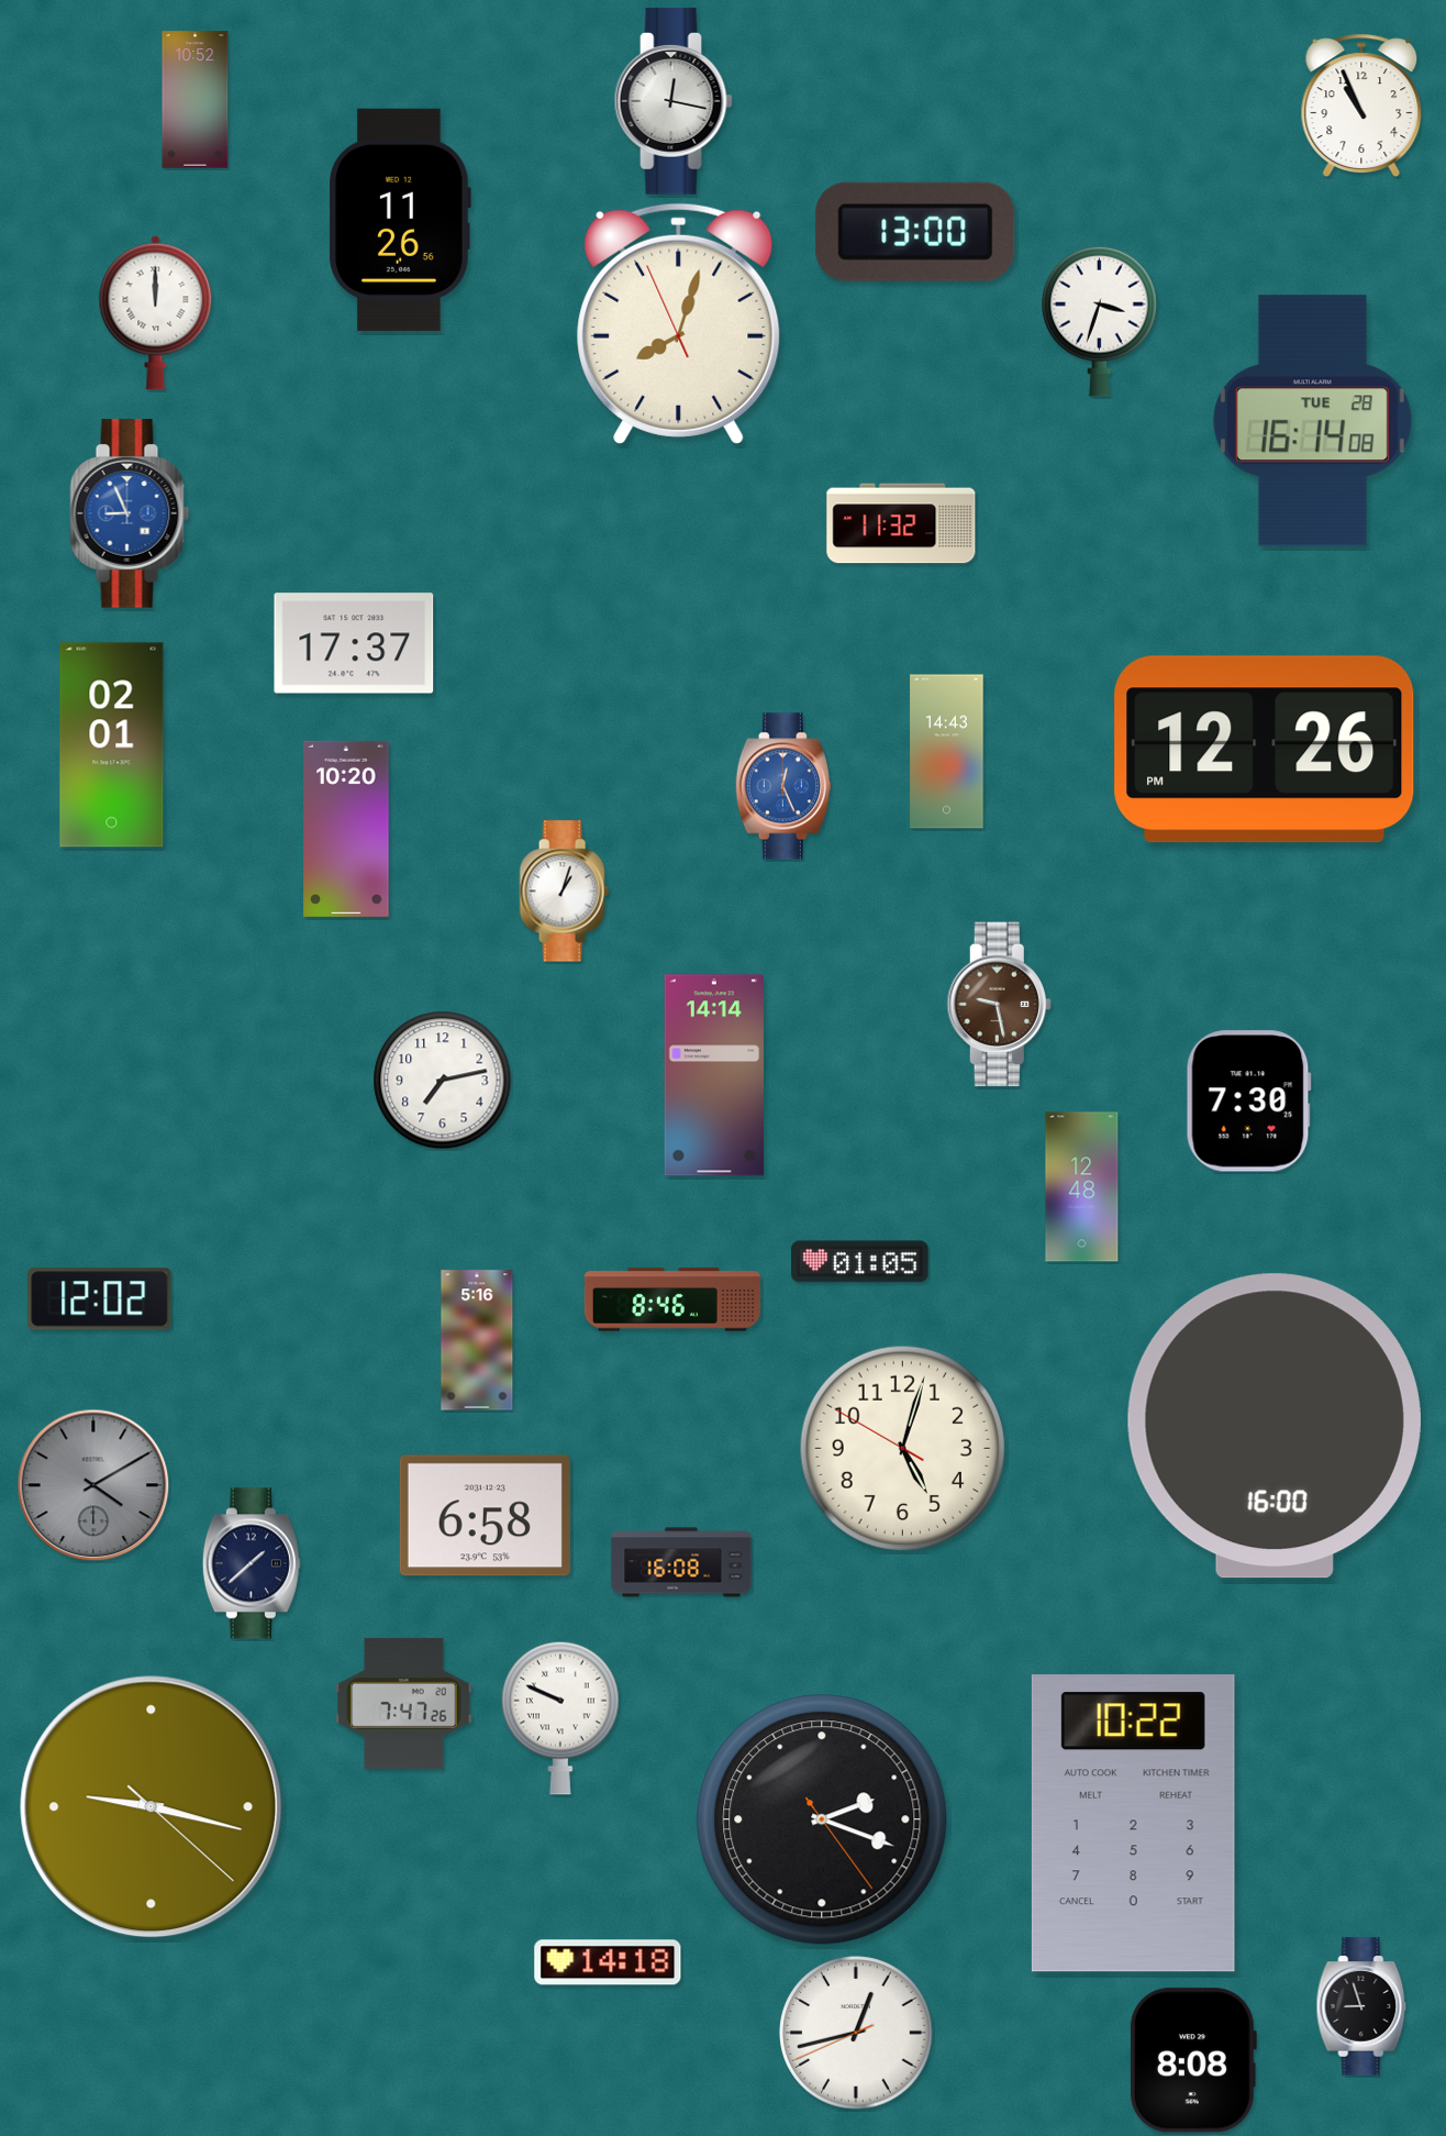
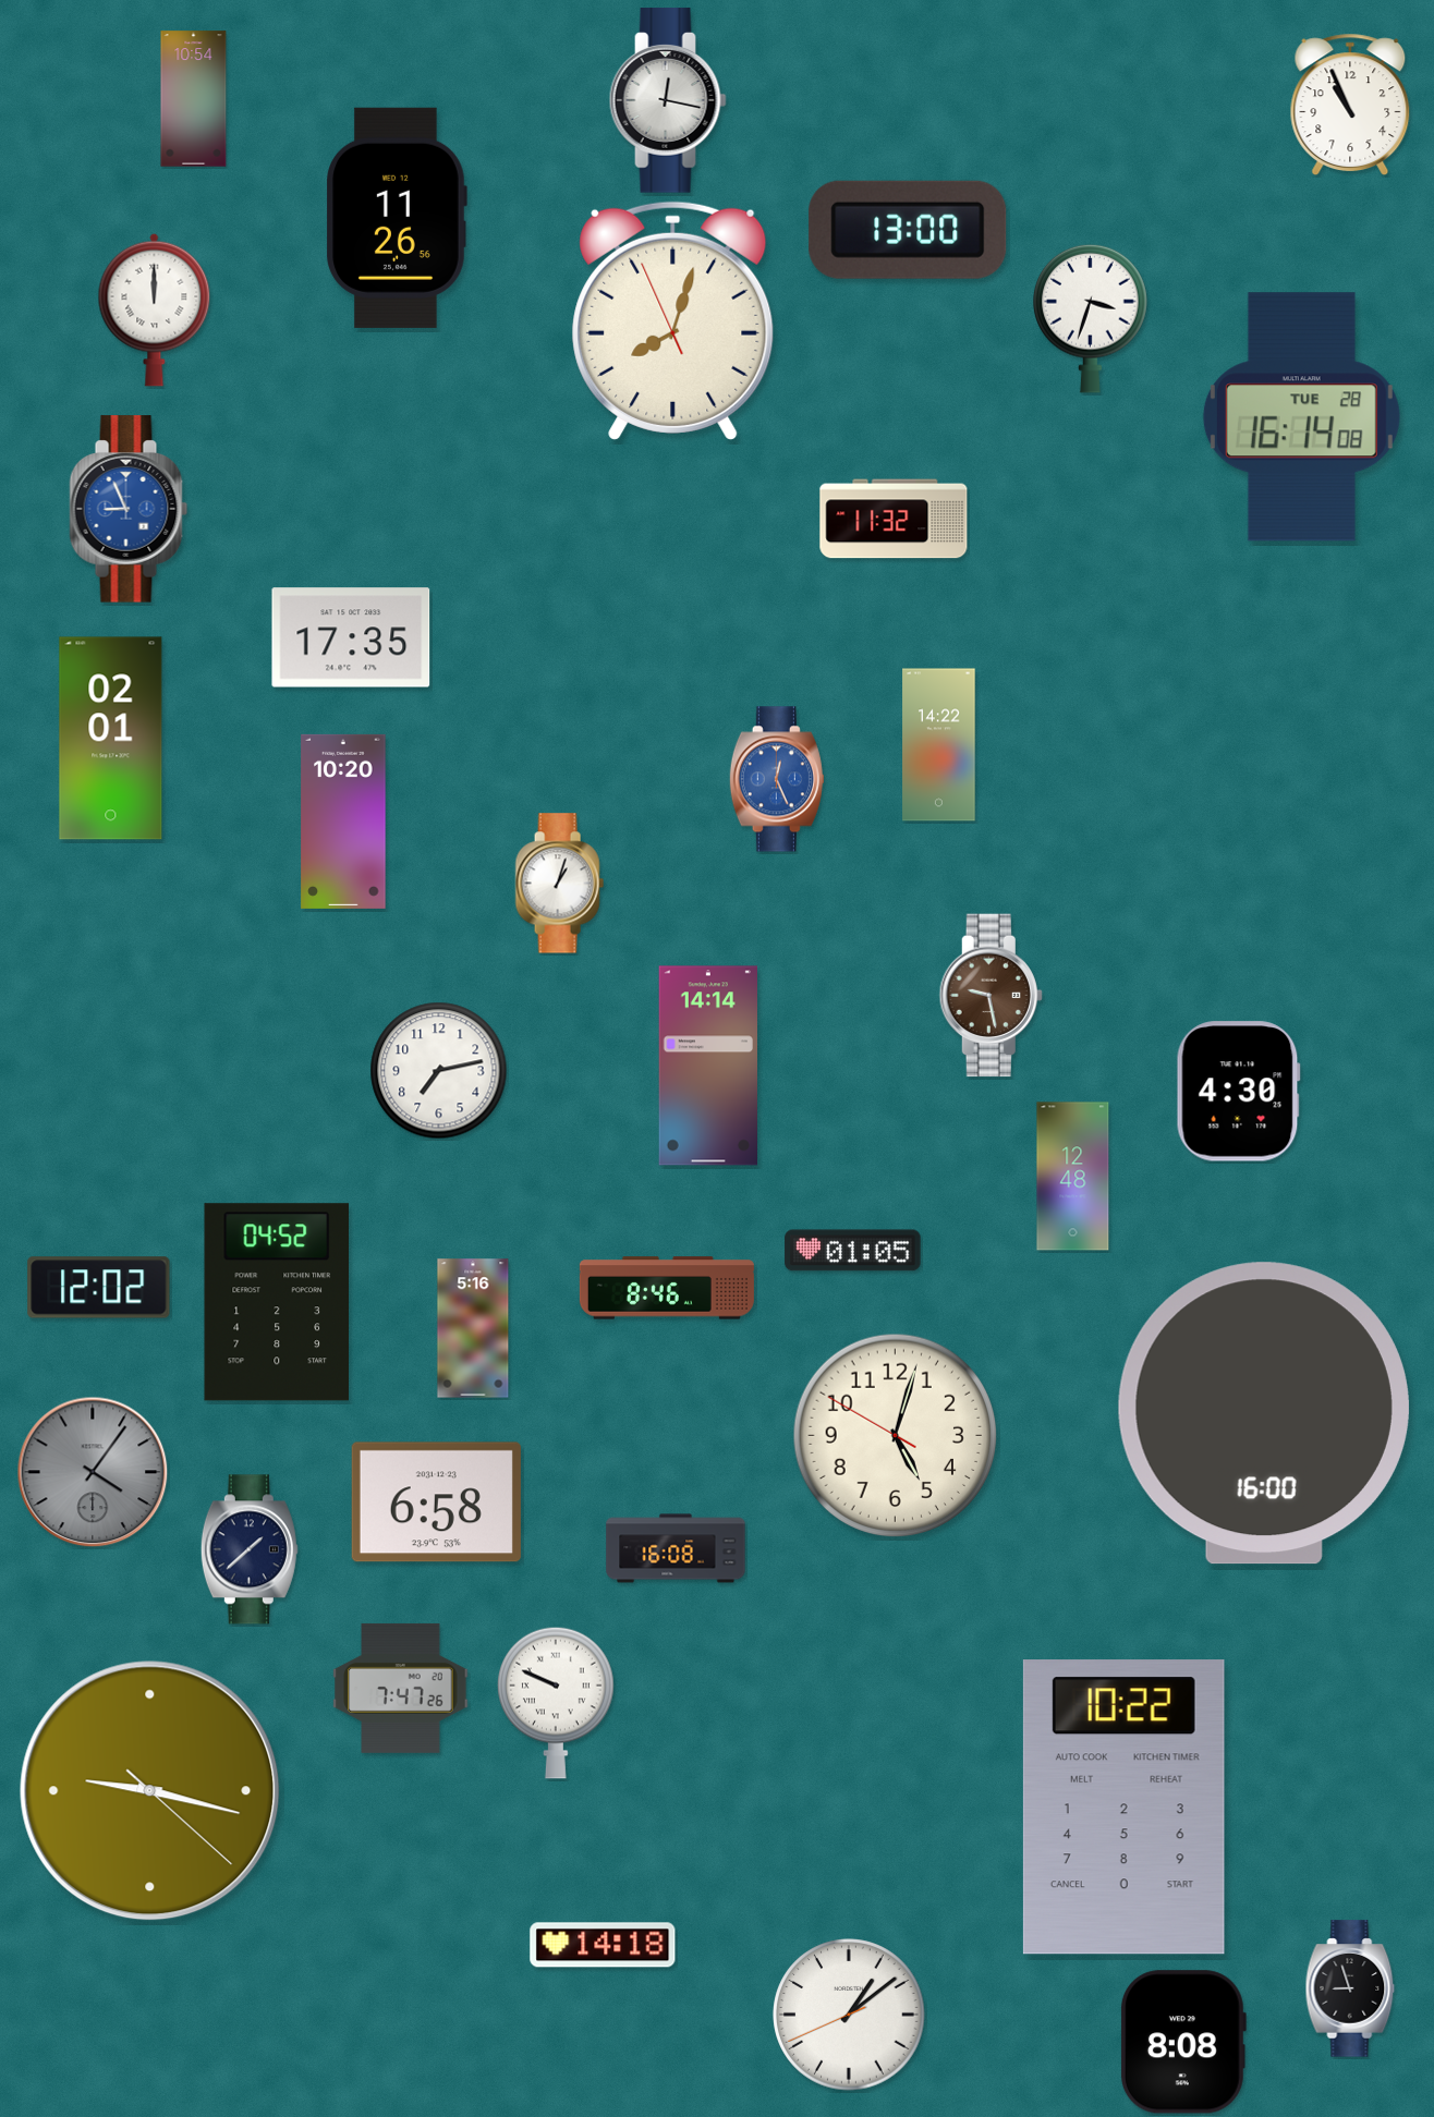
clock at (196, 100): 10:52 -> 10:54
clock at (354, 643): 17:37 -> 17:35
clock at (1265, 750): 12:26 -> none
clock at (947, 752): 14:43 -> 14:22
clock at (1248, 1102): 7:30 -> 4:30
clock at (276, 1302): none -> 04:52
clock at (93, 1485): 4:10 -> 4:06
clock at (485, 1516) position: (485, 1516) -> (436, 1502)
clock at (822, 1819): 2:18 -> none
clock at (856, 2033): 12:42 -> 1:08
